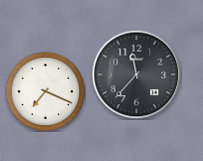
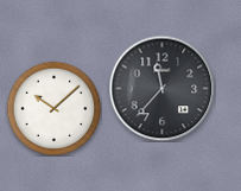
clock at (45, 91): 7:19 -> 10:08
